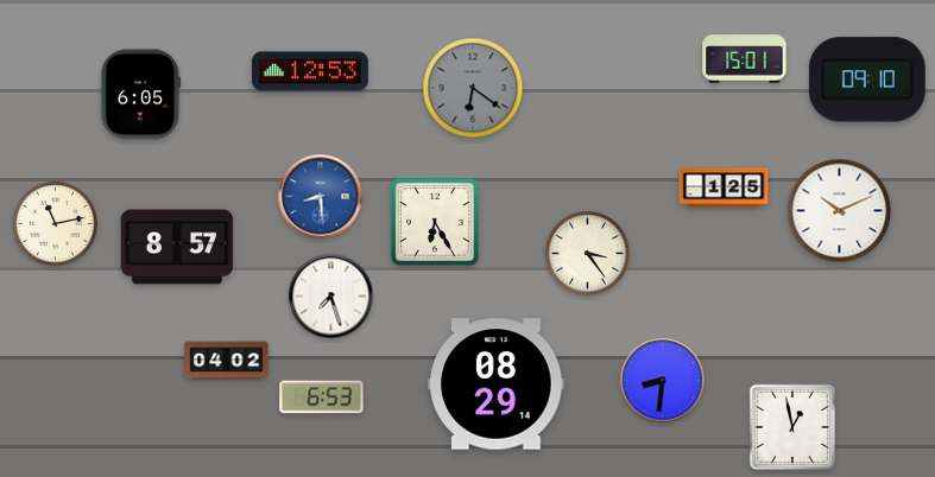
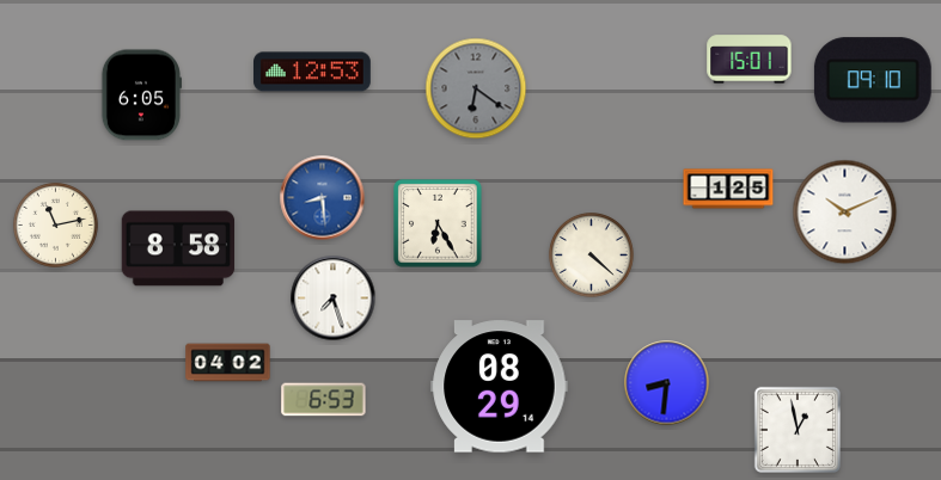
clock at (177, 247): 8:57 -> 8:58
clock at (588, 254): 3:24 -> 4:22
